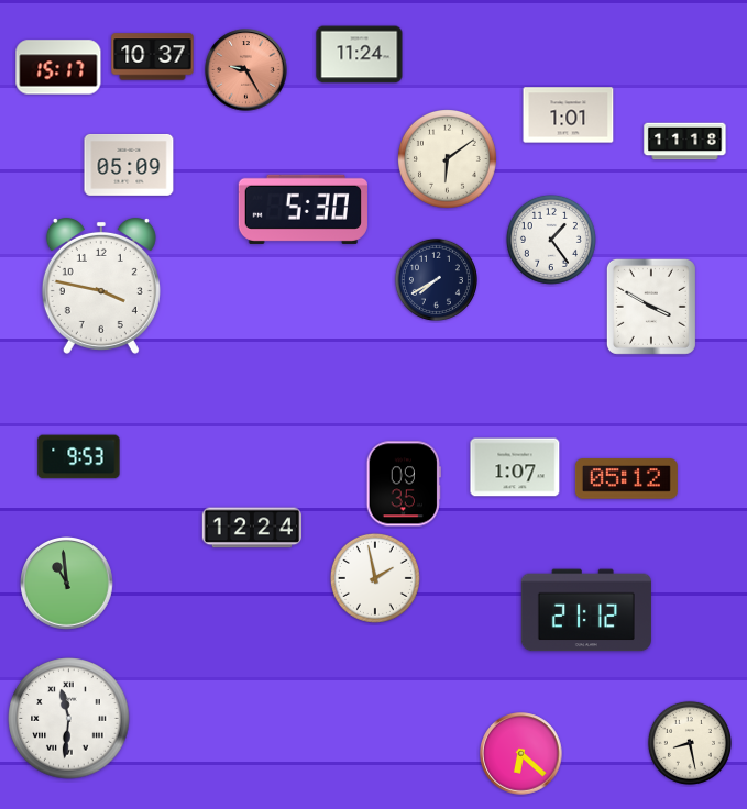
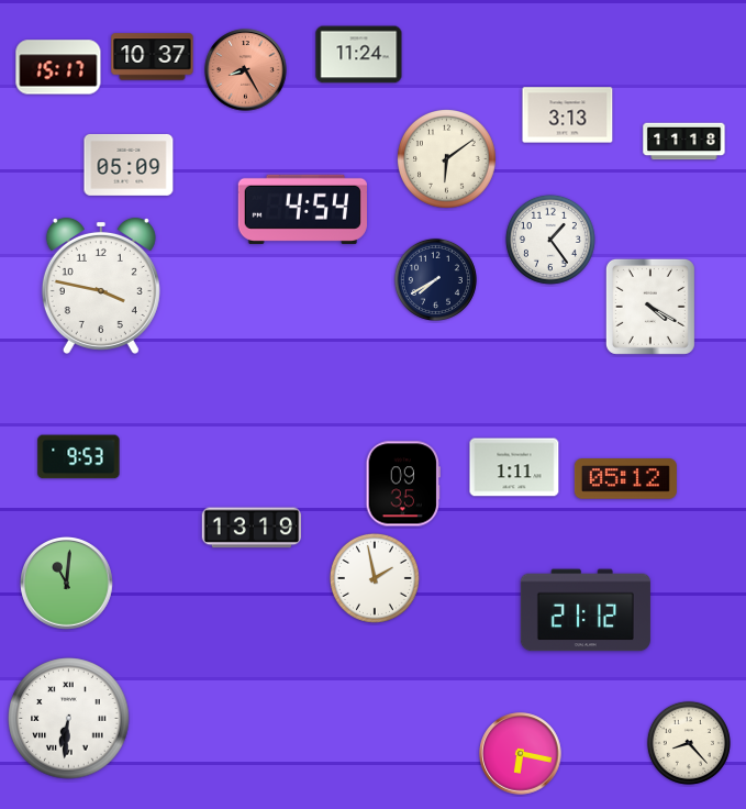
clock at (246, 70): 9:25 -> 8:25
clock at (569, 115): 1:01 -> 3:13
clock at (303, 209): 5:30 -> 4:54
clock at (651, 307): 3:50 -> 4:20
clock at (515, 467): 1:07 -> 1:11
clock at (251, 528): 12:24 -> 13:19
clock at (67, 584): 10:59 -> 11:01
clock at (69, 719): 11:31 -> 6:31
clock at (690, 743): 8:28 -> 8:23
clock at (521, 754): 6:22 -> 6:17
